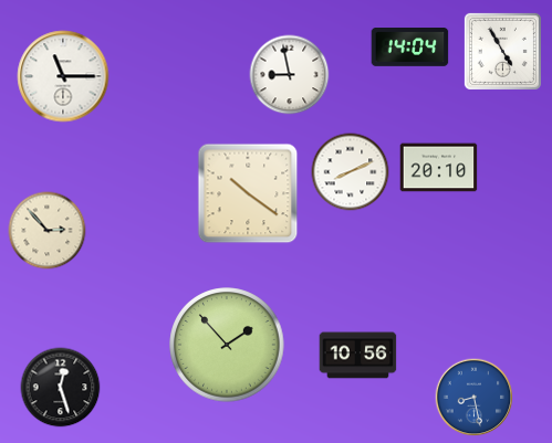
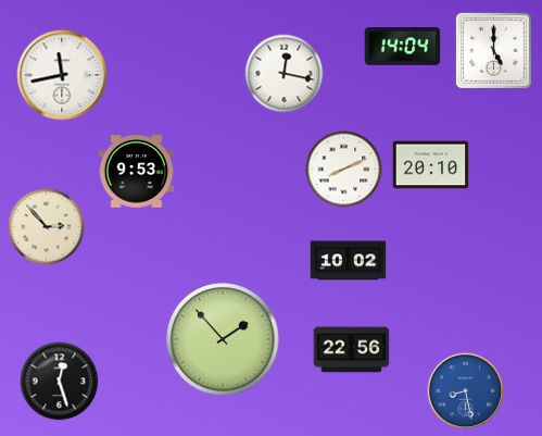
clock at (502, 51): 4:55 -> 5:00
clock at (290, 75): 8:58 -> 12:17
clock at (63, 76): 11:15 -> 11:43
clock at (137, 172): none -> 9:53
clock at (248, 193): 10:21 -> none
clock at (349, 261): none -> 10:02
clock at (358, 356): 10:56 -> 22:56
